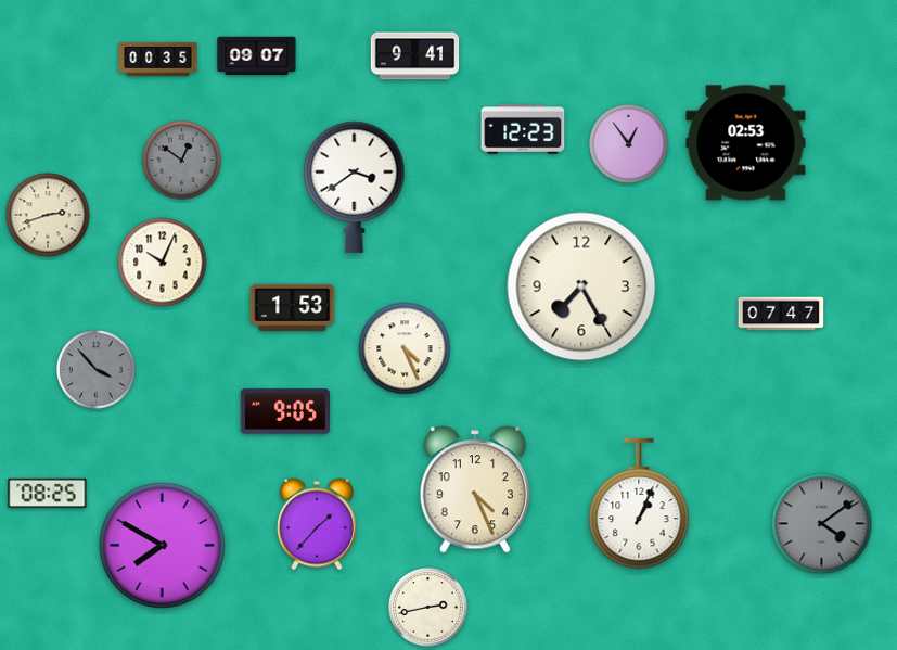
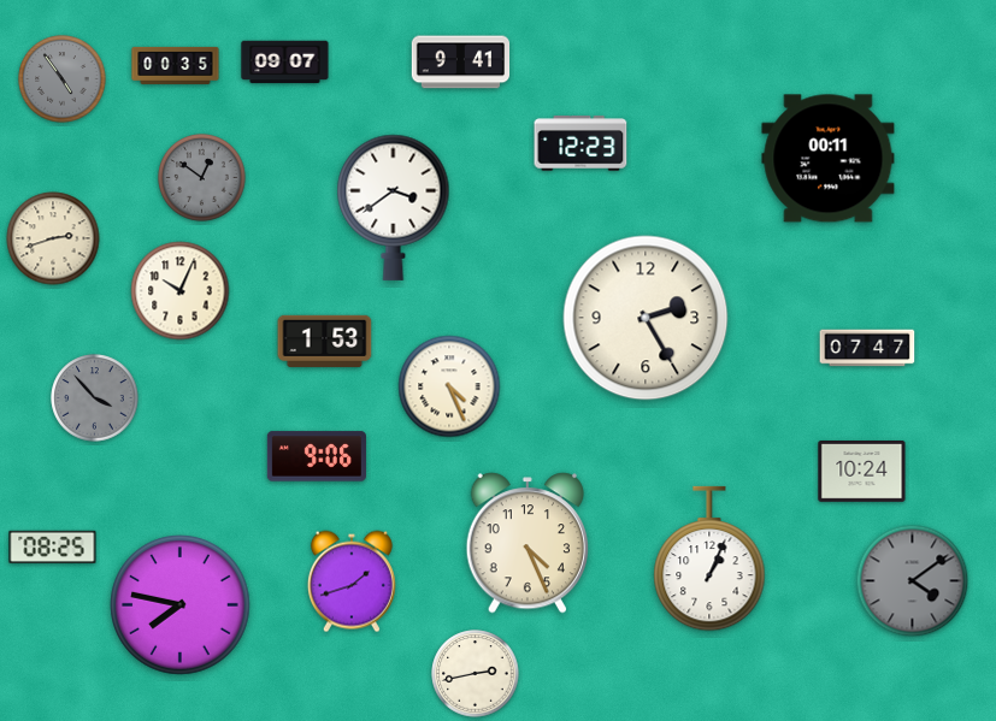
clock at (63, 79): none -> 4:54
clock at (746, 143): 02:53 -> 00:11
clock at (629, 144): 12:54 -> none
clock at (581, 286): 7:25 -> 2:25
clock at (97, 370) position: (97, 370) -> (95, 398)
clock at (285, 411): 9:05 -> 9:06
clock at (862, 472): none -> 10:24
clock at (317, 524): 1:37 -> 1:42
clock at (163, 546): 7:50 -> 7:47
